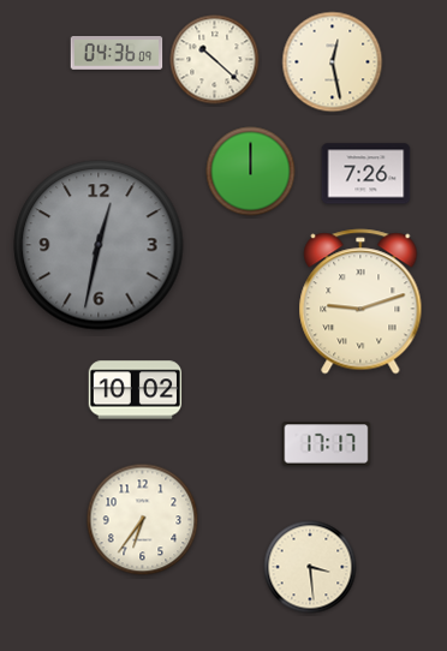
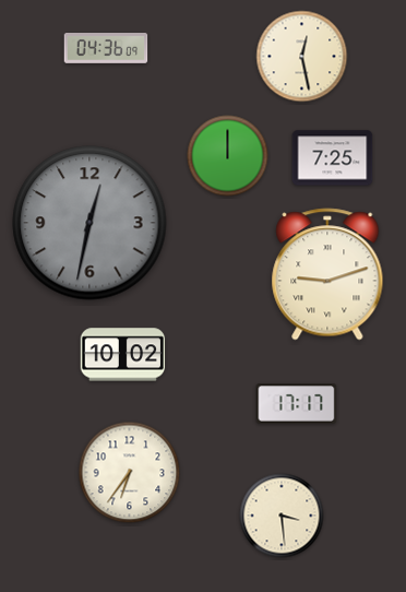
clock at (215, 60): 10:22 -> none
clock at (366, 174): 7:26 -> 7:25
